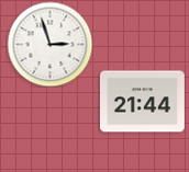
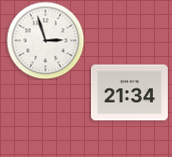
clock at (143, 102): 21:44 -> 21:34
